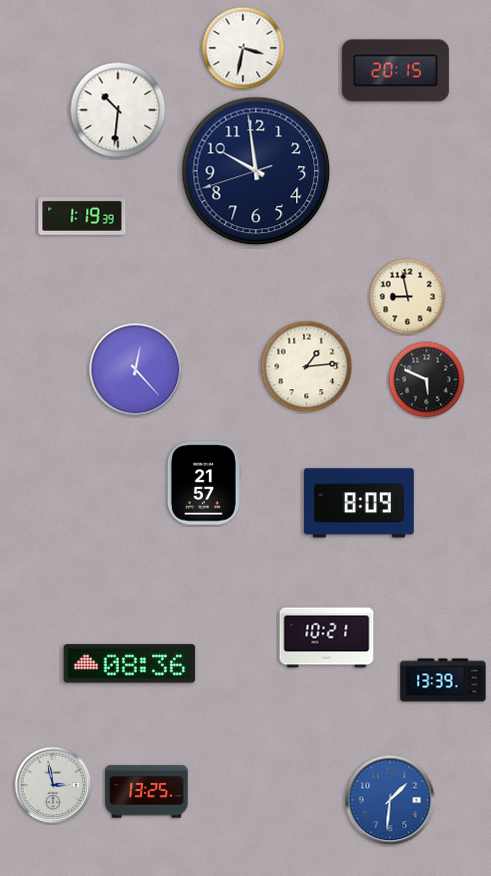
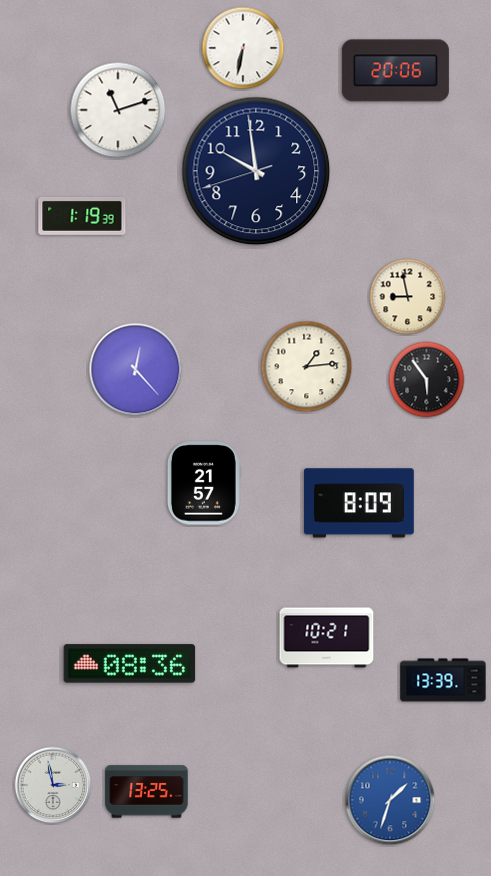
clock at (243, 48): 3:32 -> 6:32
clock at (395, 71): 20:15 -> 20:06
clock at (118, 110): 10:31 -> 11:12
clock at (427, 380): 5:49 -> 5:54
clock at (390, 800): 1:31 -> 1:33
